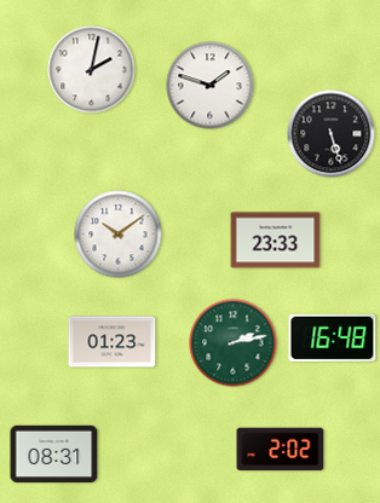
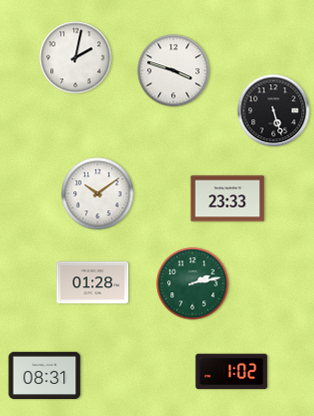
clock at (211, 86): 1:48 -> 3:48
clock at (333, 337): 16:48 -> none
clock at (113, 342): 01:23 -> 01:28
clock at (281, 450): 2:02 -> 1:02
